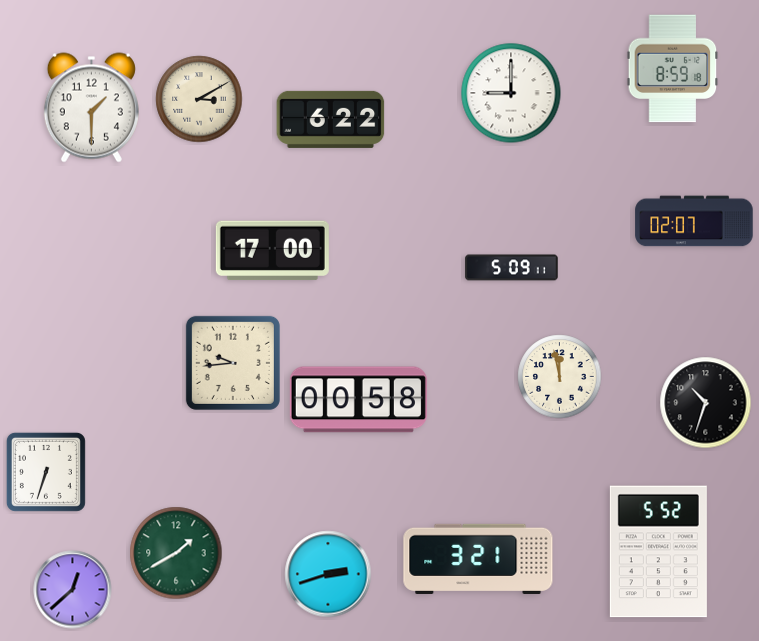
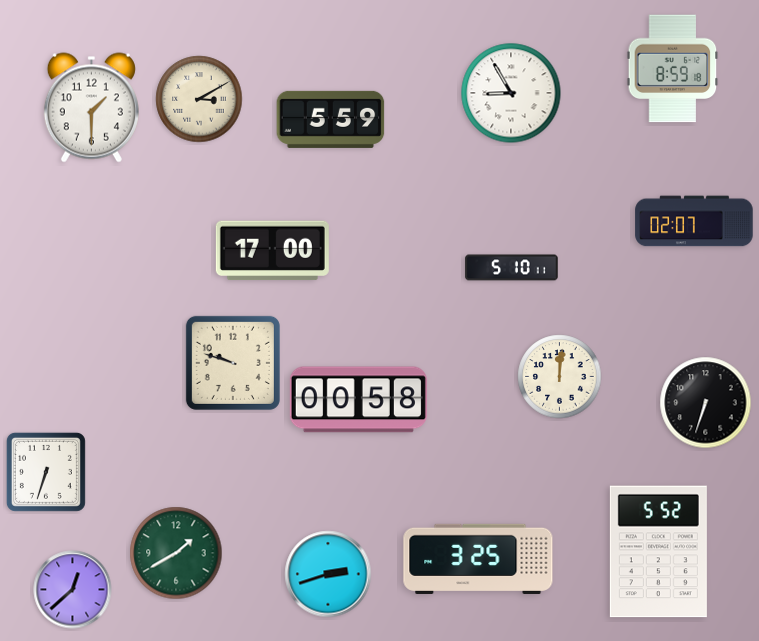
clock at (511, 93): 9:00 -> 8:55
clock at (331, 119): 6:22 -> 5:59
clock at (512, 268): 5:09 -> 5:10
clock at (233, 363): 9:44 -> 9:48
clock at (560, 377): 11:58 -> 12:01
clock at (706, 403): 10:33 -> 6:33
clock at (478, 559): 3:21 -> 3:25
